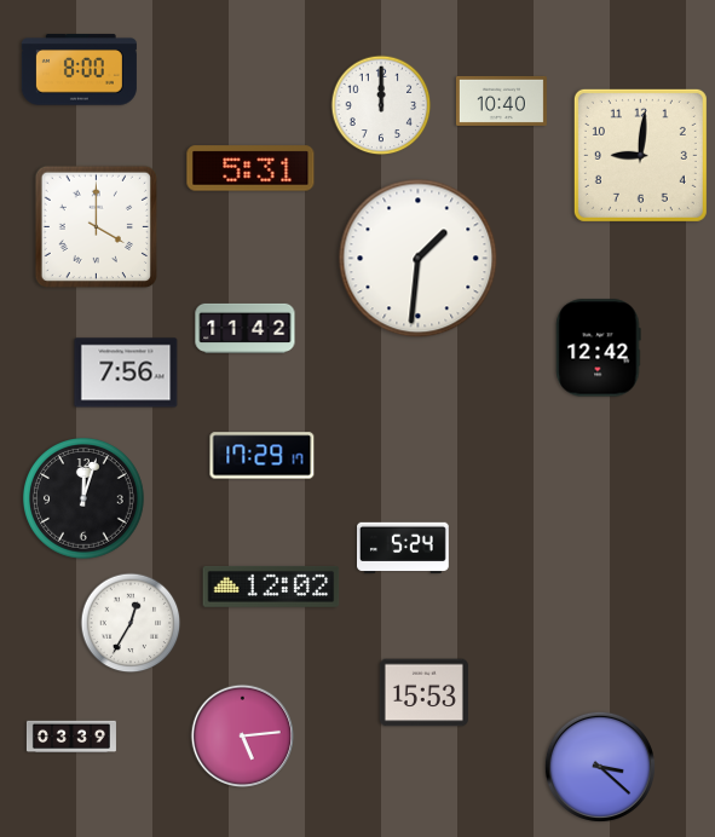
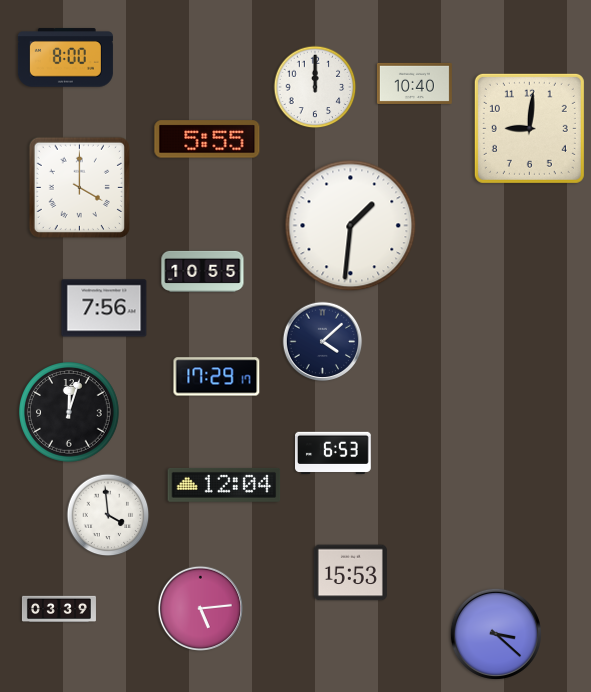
clock at (250, 168): 5:31 -> 5:55
clock at (419, 259) position: (419, 259) -> (351, 226)
clock at (246, 328): 11:42 -> 10:55
clock at (599, 348): 12:42 -> none
clock at (323, 342): none -> 4:08
clock at (404, 547): 5:24 -> 6:53
clock at (271, 587): 12:02 -> 12:04
clock at (131, 623): 12:35 -> 3:59
